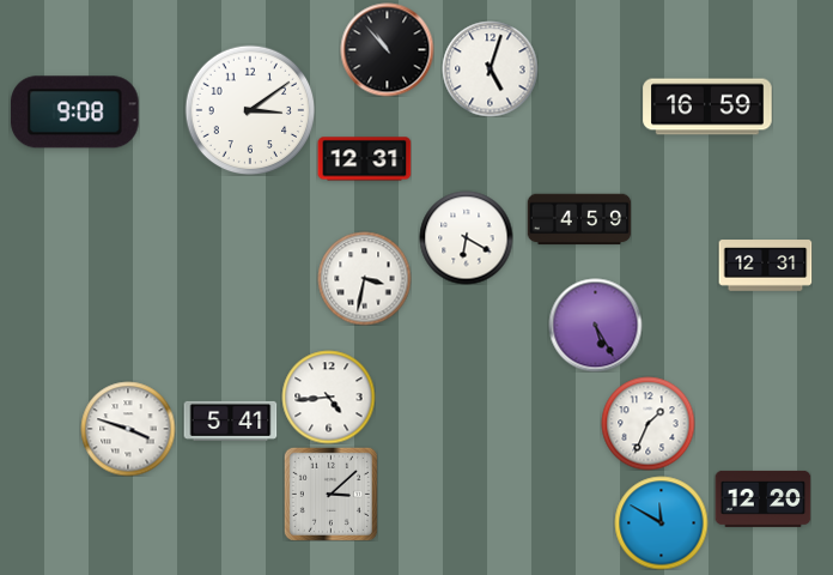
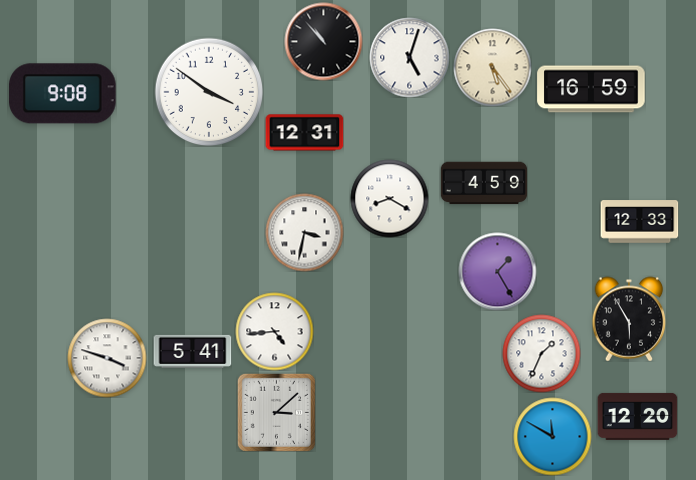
clock at (492, 67): none -> 5:24
clock at (250, 110): 3:09 -> 3:51
clock at (466, 237): 6:20 -> 8:20
clock at (765, 266): 12:31 -> 12:33
clock at (595, 325): 5:25 -> 1:25
clock at (629, 319): none -> 5:55
